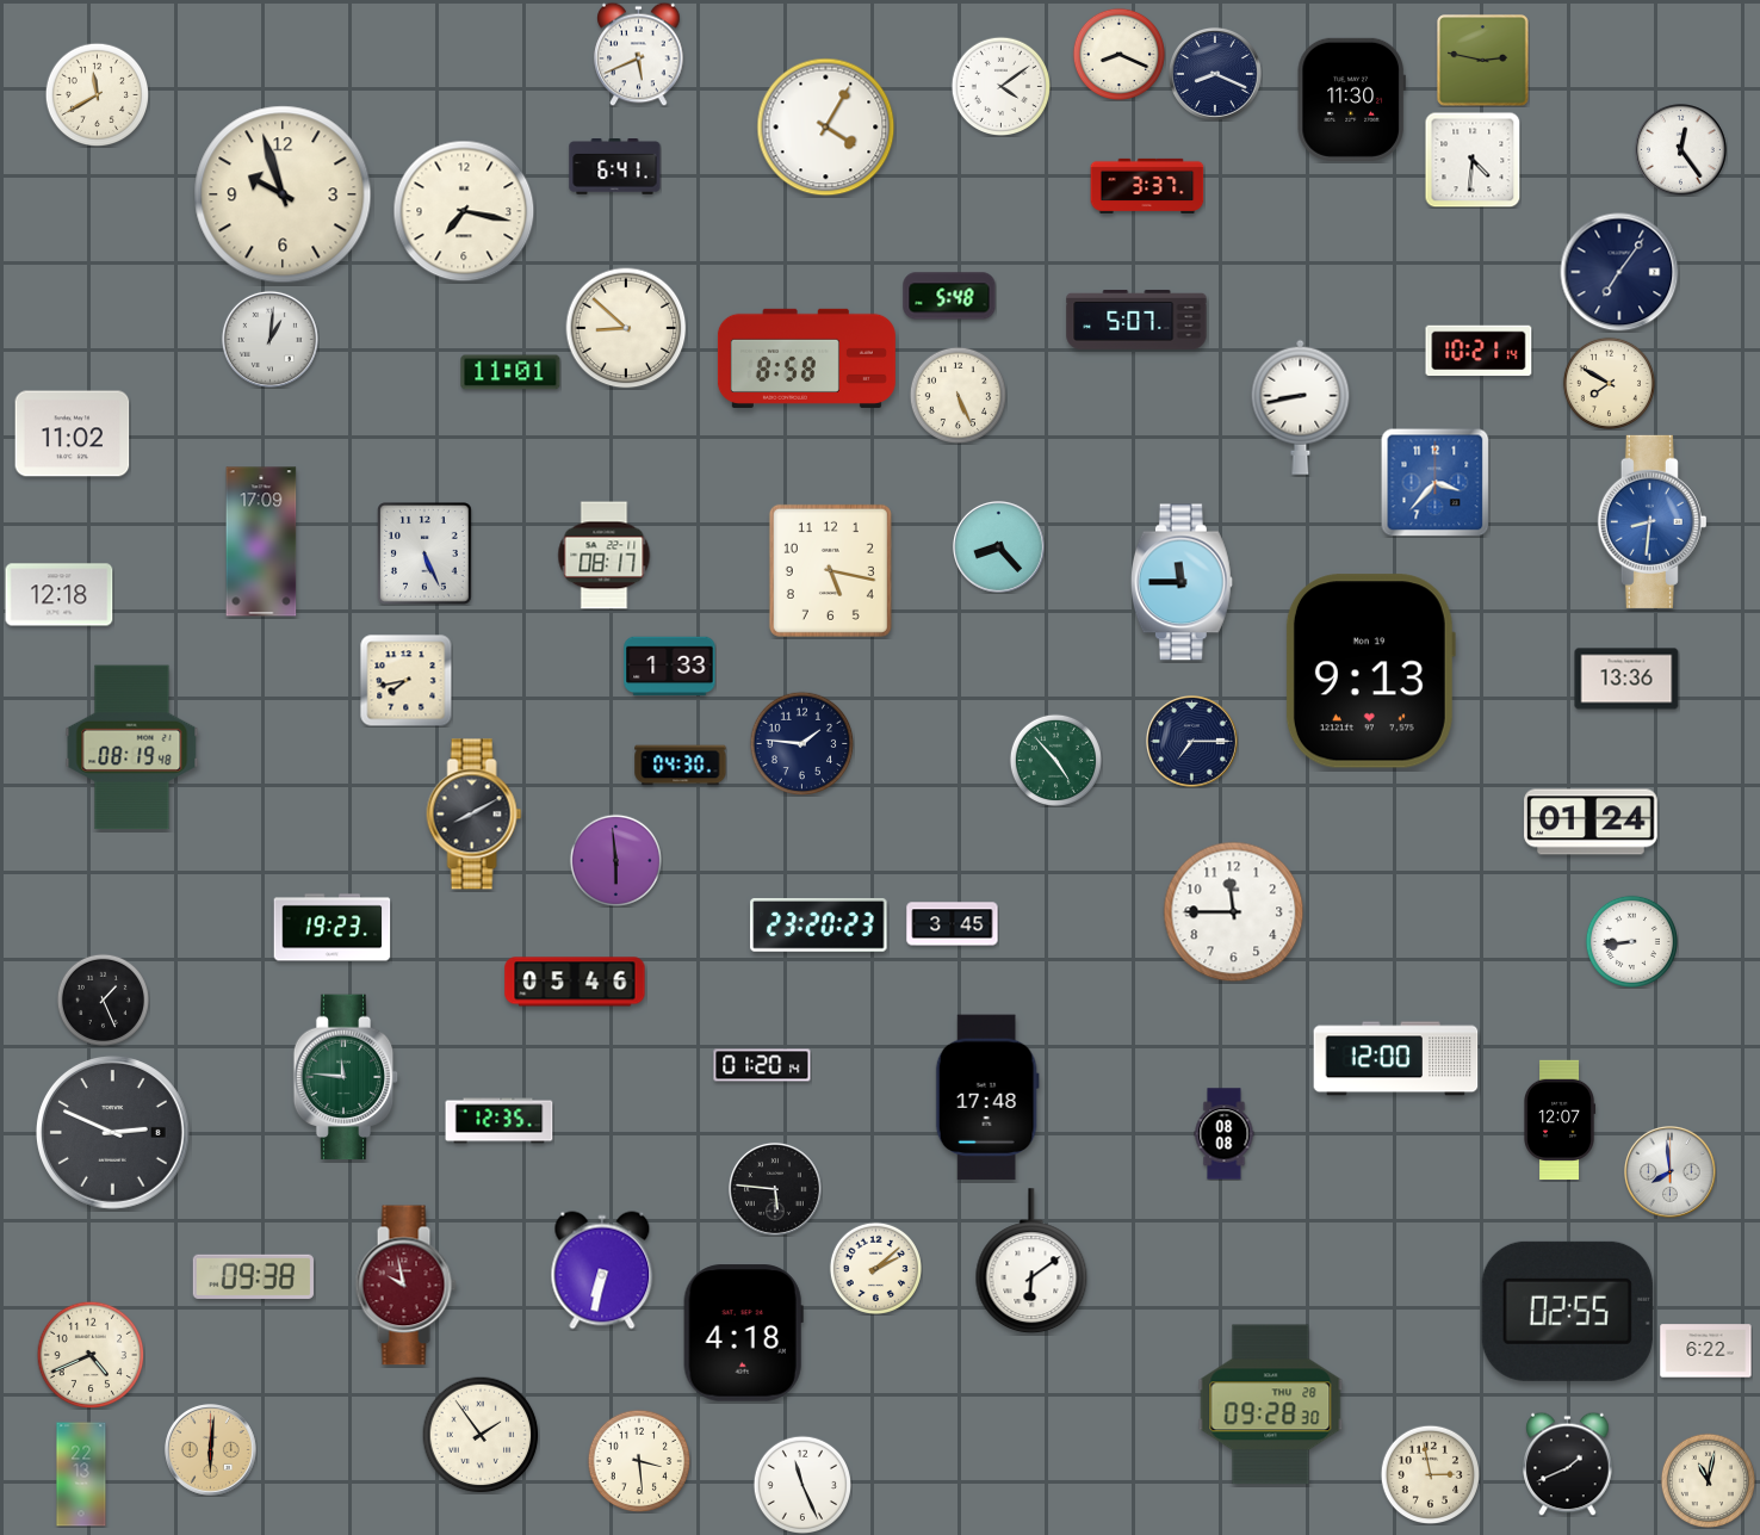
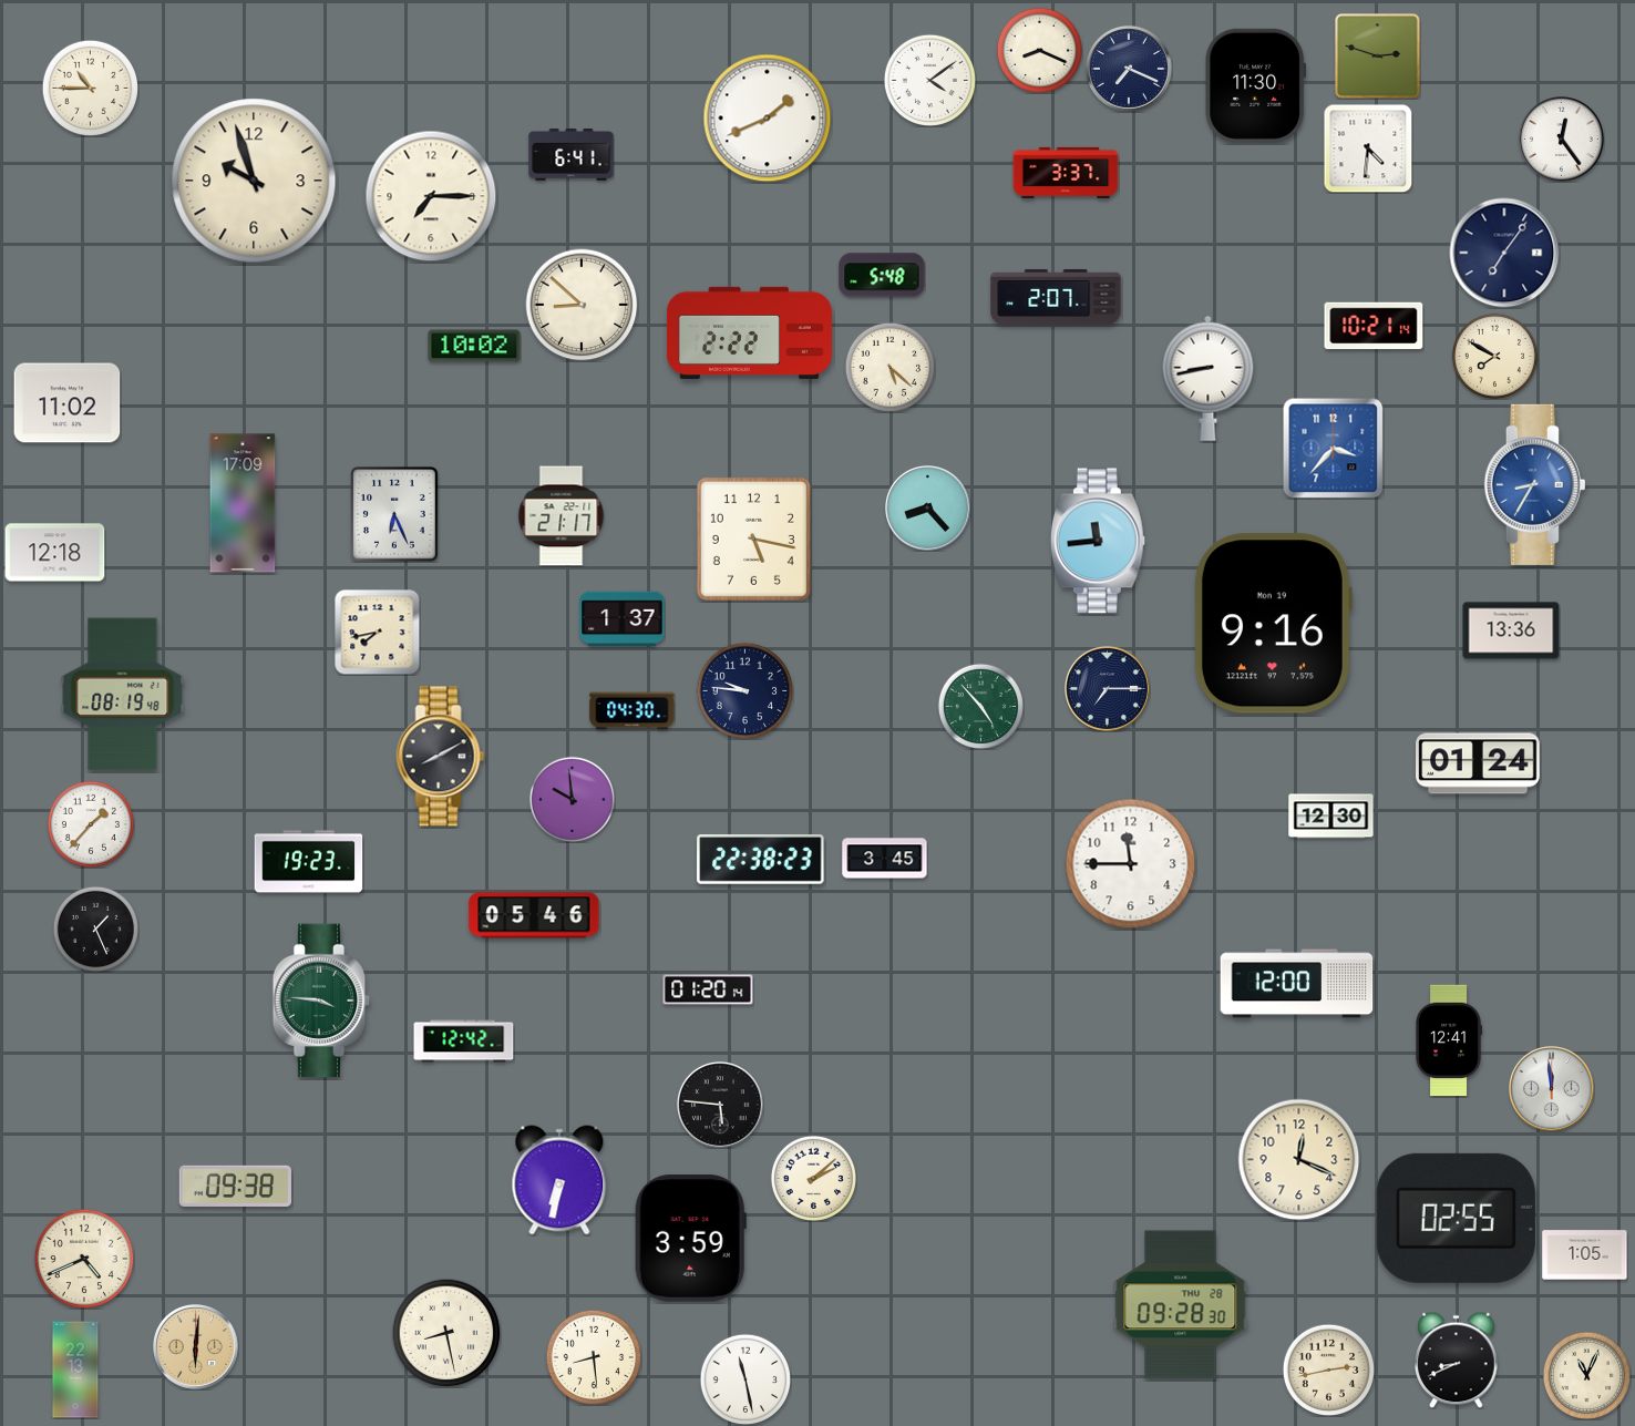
clock at (639, 54): 5:41 -> none
clock at (1483, 61): 2:47 -> 2:48
clock at (1215, 74): 8:19 -> 7:19
clock at (97, 94): 11:40 -> 10:45
clock at (1351, 99) position: (1351, 99) -> (1255, 85)
clock at (826, 128): 4:05 -> 1:41
clock at (283, 194) position: (283, 194) -> (254, 181)
clock at (464, 211): 7:17 -> 7:15
clock at (1136, 320): 5:07 -> 2:07
clock at (269, 339): 1:01 -> none
clock at (806, 358): 8:58 -> 2:22
clock at (510, 372): 11:01 -> 10:02
clock at (958, 395): 5:26 -> 5:22
clock at (1651, 521): 8:31 -> 8:35
clock at (426, 553): 5:26 -> 6:26
clock at (605, 556): 08:17 -> 21:17
clock at (830, 570) position: (830, 570) -> (753, 538)
clock at (1182, 582): 11:45 -> 11:44
clock at (670, 667): 1:33 -> 1:37
clock at (1370, 671): 9:13 -> 9:16
clock at (801, 743): 1:46 -> 9:46
clock at (615, 860): 5:59 -> 9:59
clock at (1331, 817): none -> 12:30
clock at (90, 823): none -> 1:37
clock at (1234, 912) position: (1234, 912) -> (1131, 864)
clock at (819, 926): 23:20 -> 22:38
clock at (1631, 941): 8:44 -> none
clock at (575, 982) position: (575, 982) -> (534, 915)
clock at (346, 1077): 11:46 -> 3:46
clock at (987, 1097): 17:48 -> none
clock at (1560, 1120): 12:07 -> 12:41
clock at (500, 1121): 12:35 -> 12:42
clock at (112, 1132): 2:49 -> none
clock at (1225, 1134): 08:08 -> none
clock at (1671, 1172): 7:59 -> 11:59
clock at (1299, 1160): none -> 12:19
clock at (1031, 1262): 6:09 -> none
clock at (405, 1286): 9:58 -> none
clock at (743, 1333): 4:18 -> 3:59
clock at (1706, 1351): 6:22 -> 1:05
clock at (481, 1435): 1:54 -> 8:28
clock at (639, 1461): 3:29 -> 8:29
clock at (1568, 1463): 1:41 -> 8:41
clock at (1430, 1474): 2:58 -> 2:43
clock at (1708, 1480): 11:02 -> 11:04
clock at (801, 1484): 11:26 -> 11:28
